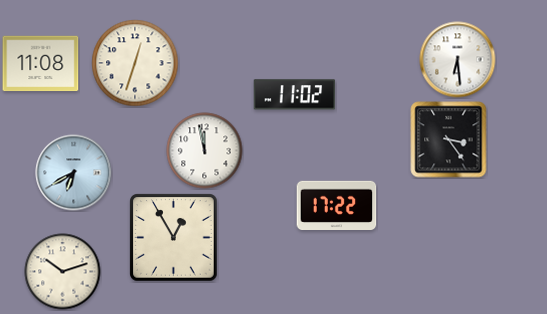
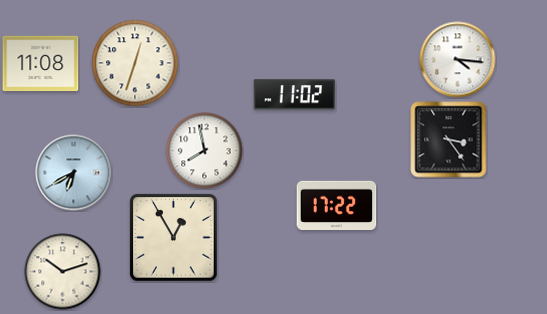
clock at (458, 60): 6:29 -> 4:16
clock at (205, 151): 11:58 -> 7:58
